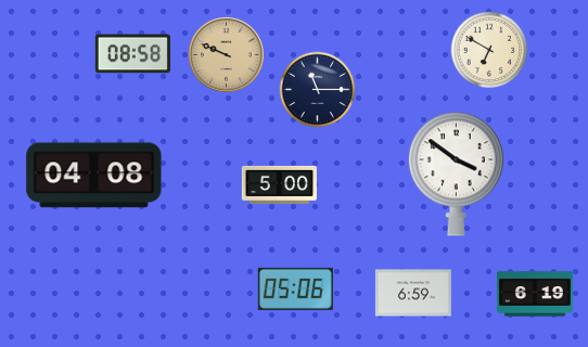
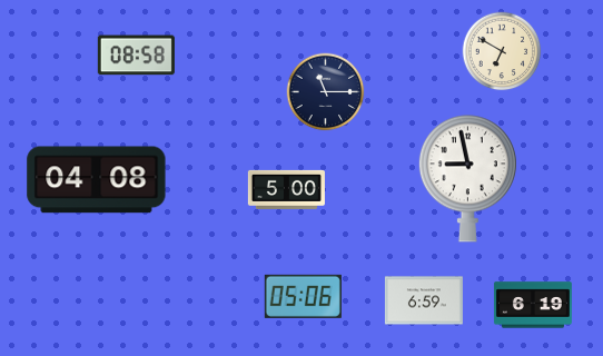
clock at (226, 54): 9:49 -> none
clock at (456, 175): 3:51 -> 8:58
clock at (535, 294) position: (535, 294) -> (533, 305)
